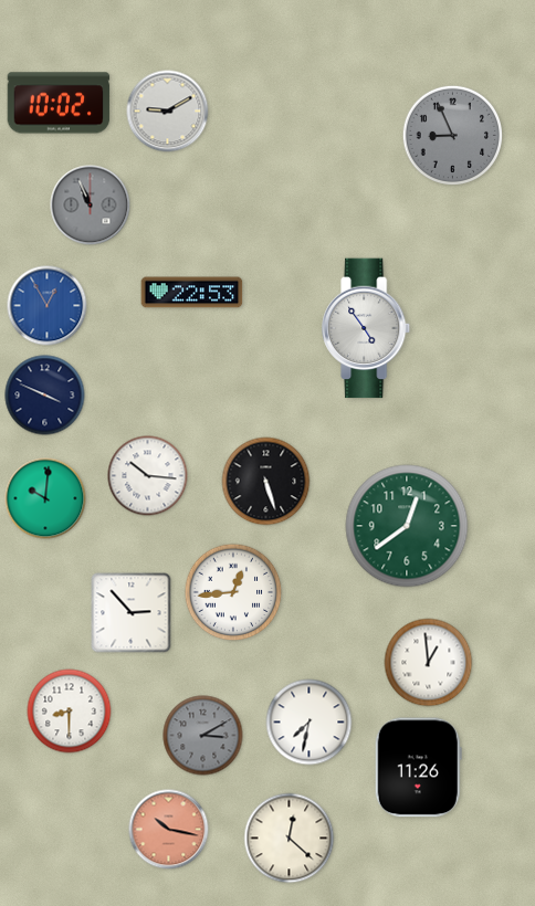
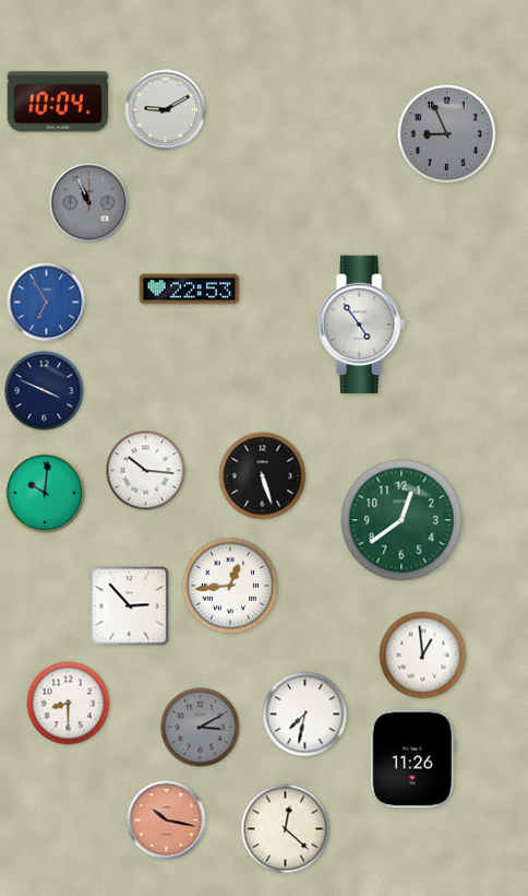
clock at (59, 103): 10:02 -> 10:04
clock at (48, 306): 12:55 -> 6:55
